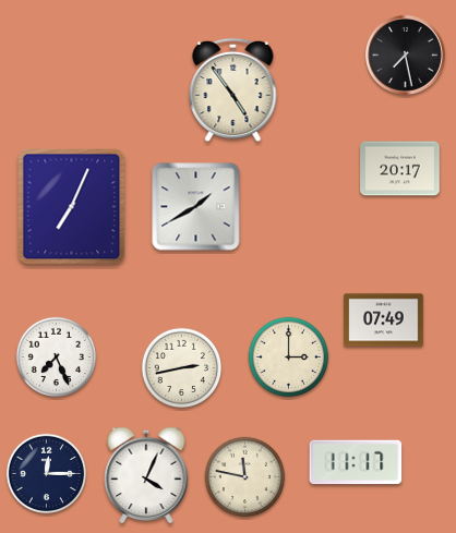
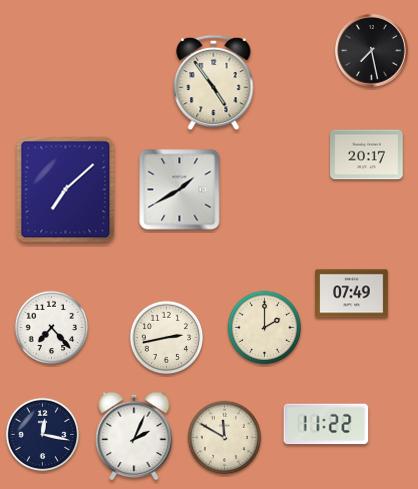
clock at (72, 207): 7:04 -> 7:08
clock at (57, 358): 7:26 -> 7:23
clock at (289, 358): 3:00 -> 2:00
clock at (356, 462): 11:17 -> 11:22
clock at (47, 474): 12:15 -> 12:17
clock at (146, 475): 4:04 -> 2:04
clock at (245, 477): 11:47 -> 11:50
